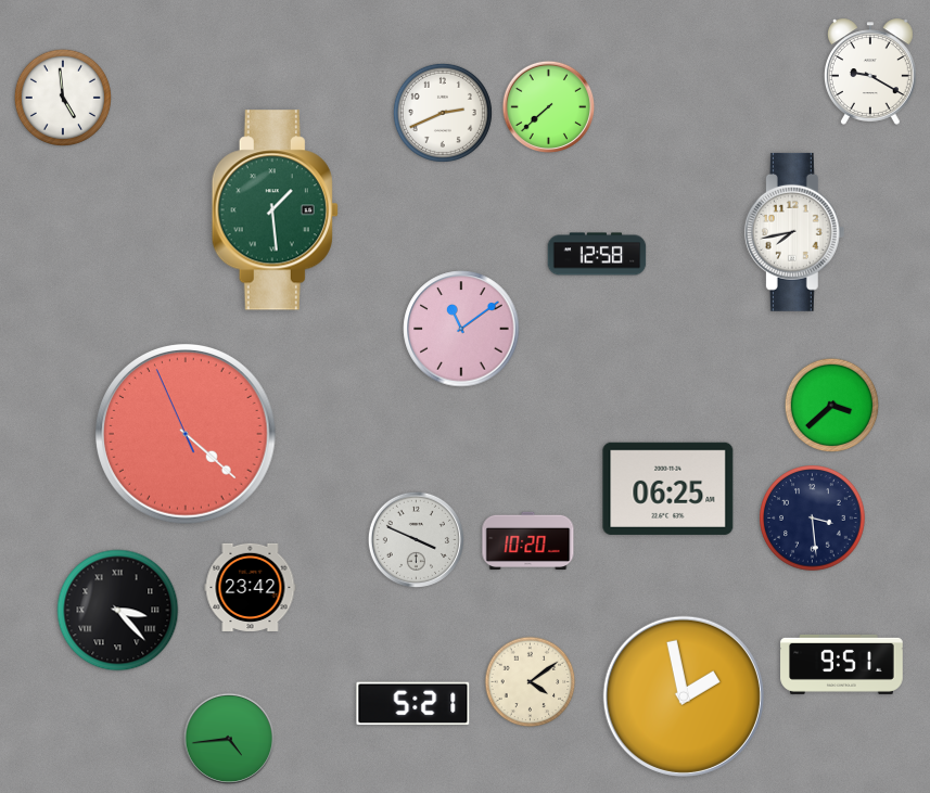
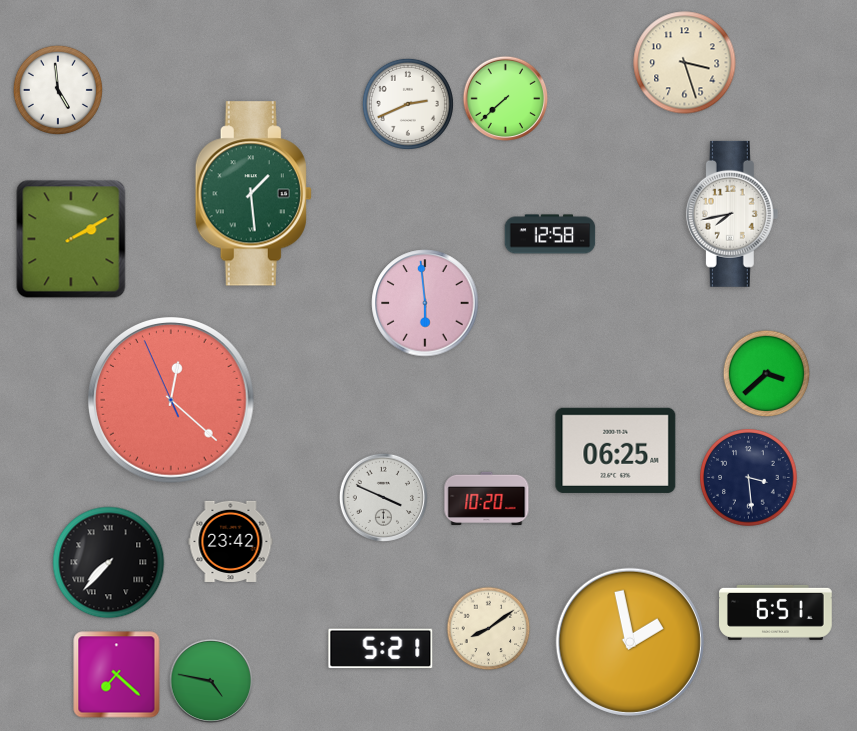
clock at (685, 63): none -> 3:27
clock at (870, 72): 9:20 -> none
clock at (71, 239): none -> 2:10
clock at (461, 329): 11:09 -> 5:59
clock at (187, 435): 4:21 -> 12:21
clock at (118, 611): 3:23 -> 7:37
clock at (842, 664): 9:51 -> 6:51
clock at (531, 682): 4:09 -> 8:09
clock at (117, 675): none -> 7:22
clock at (229, 739): 4:44 -> 4:47
